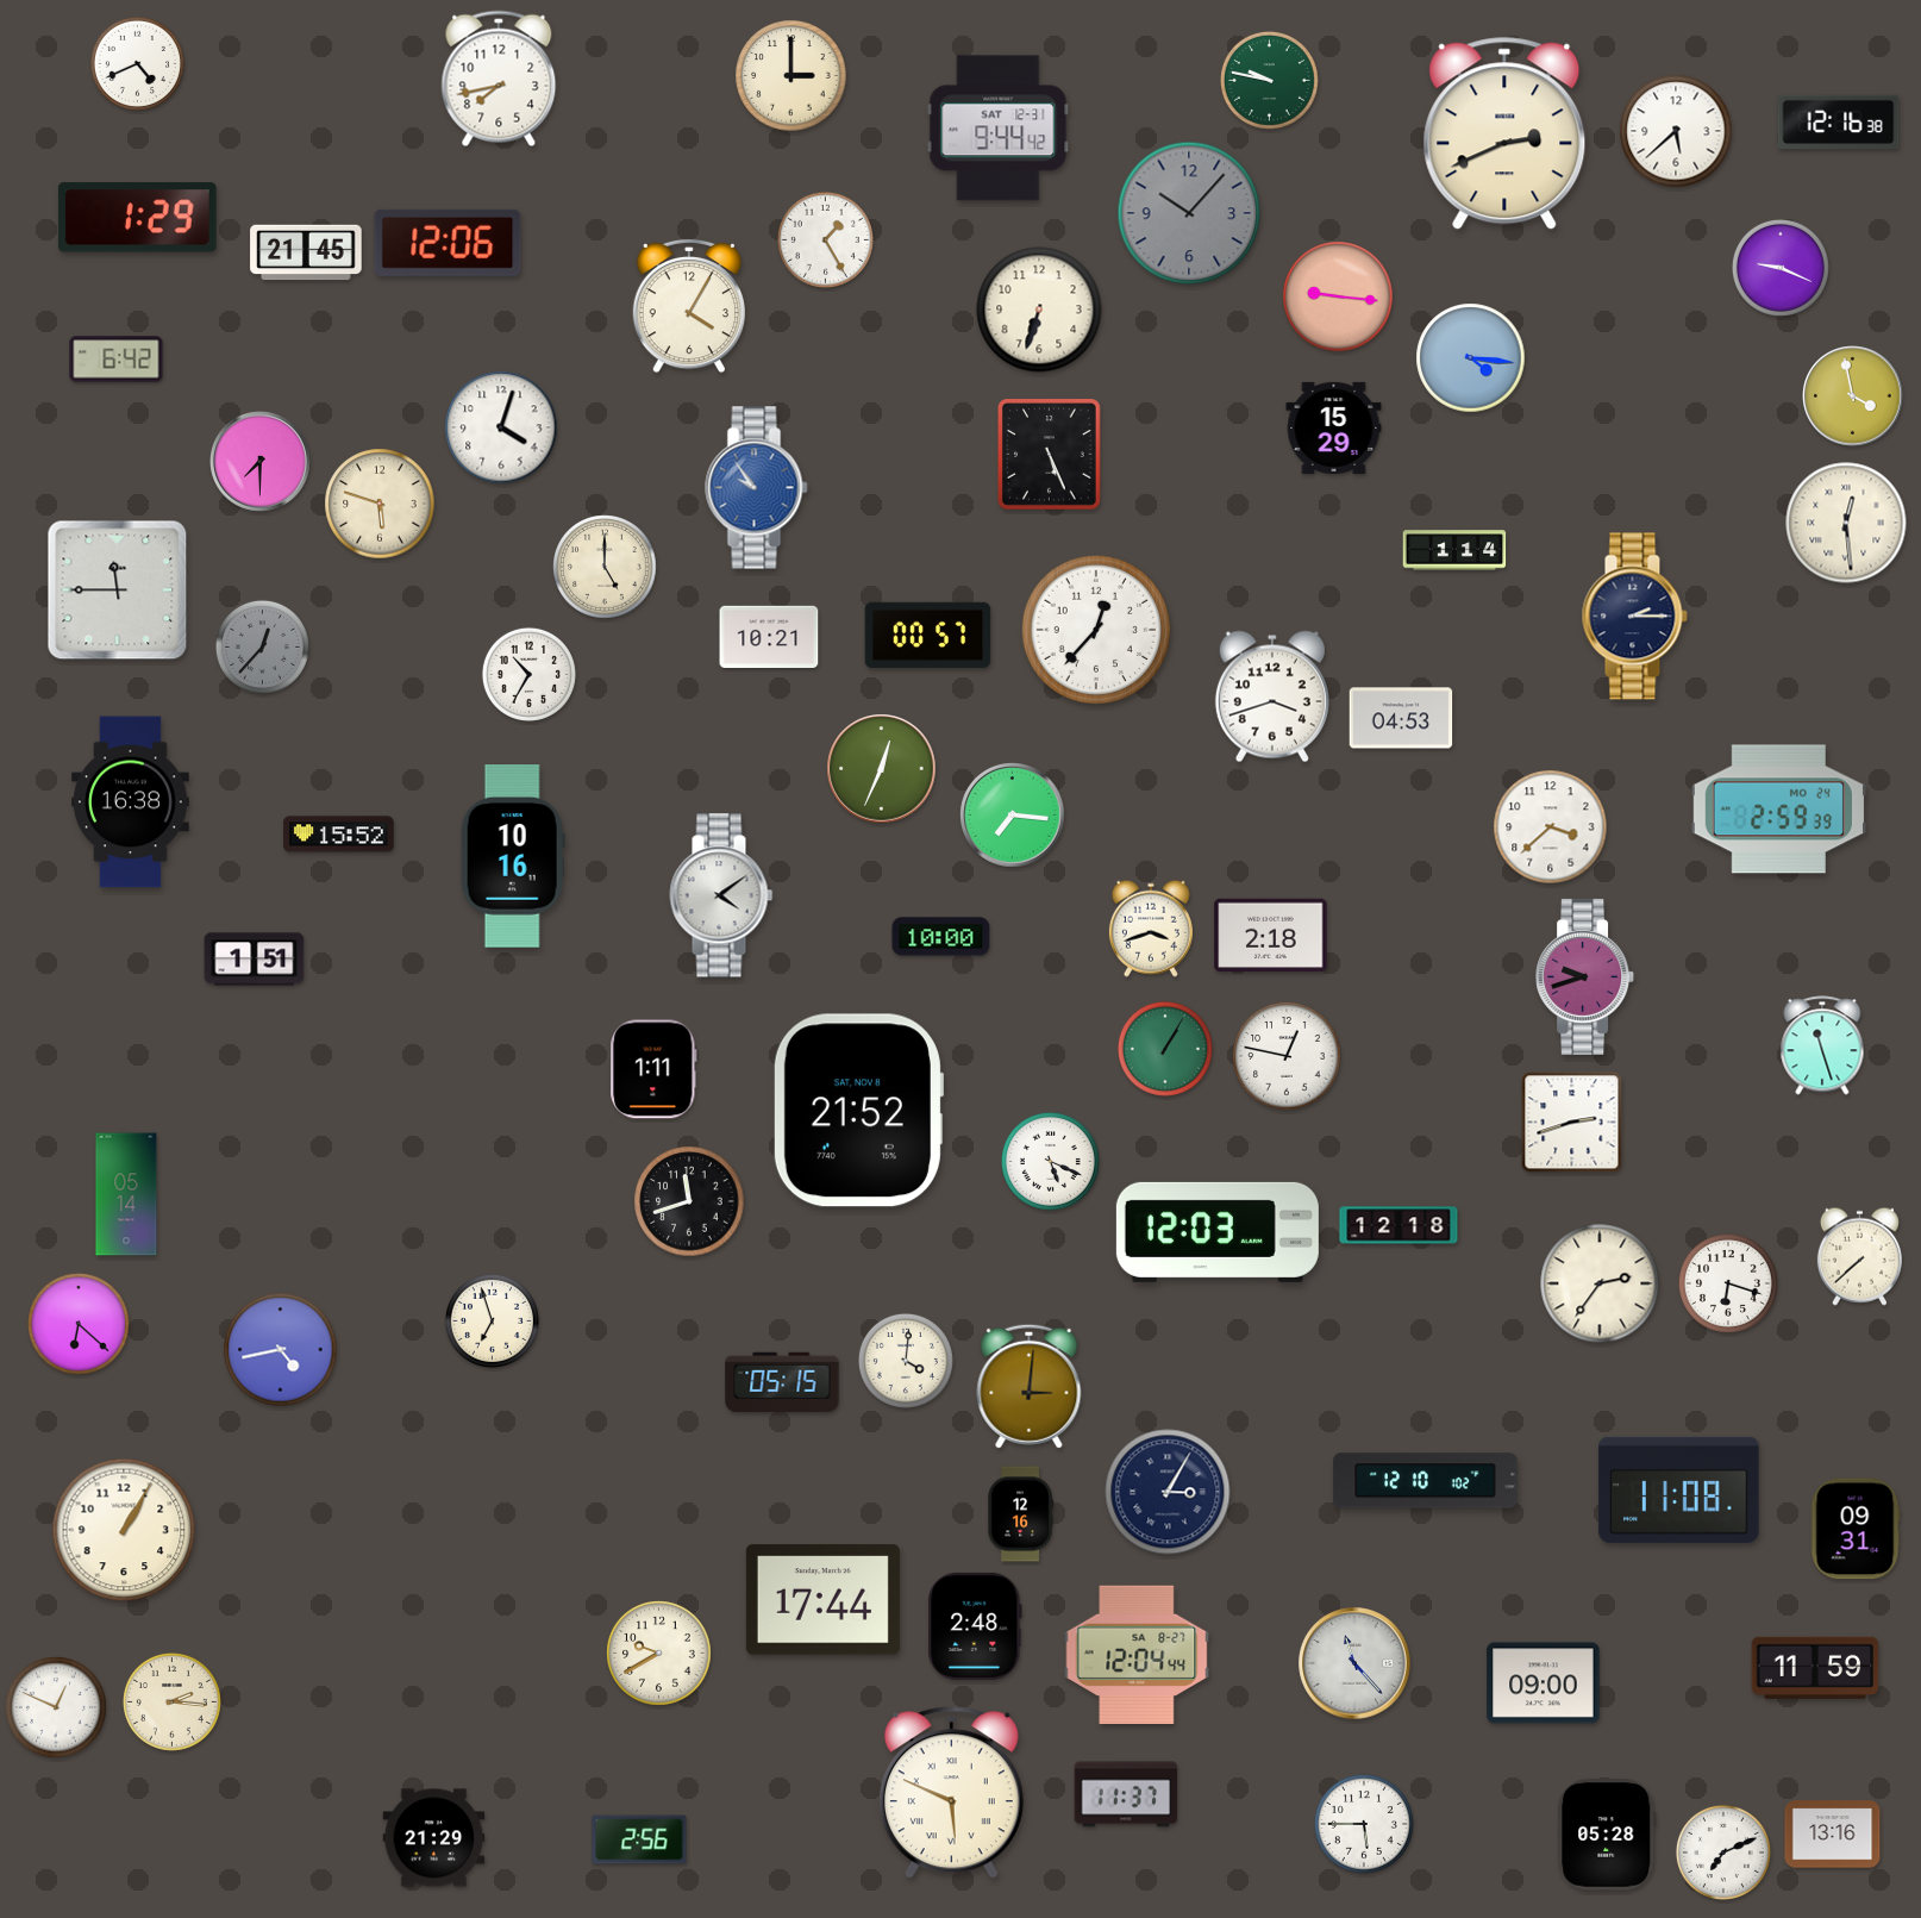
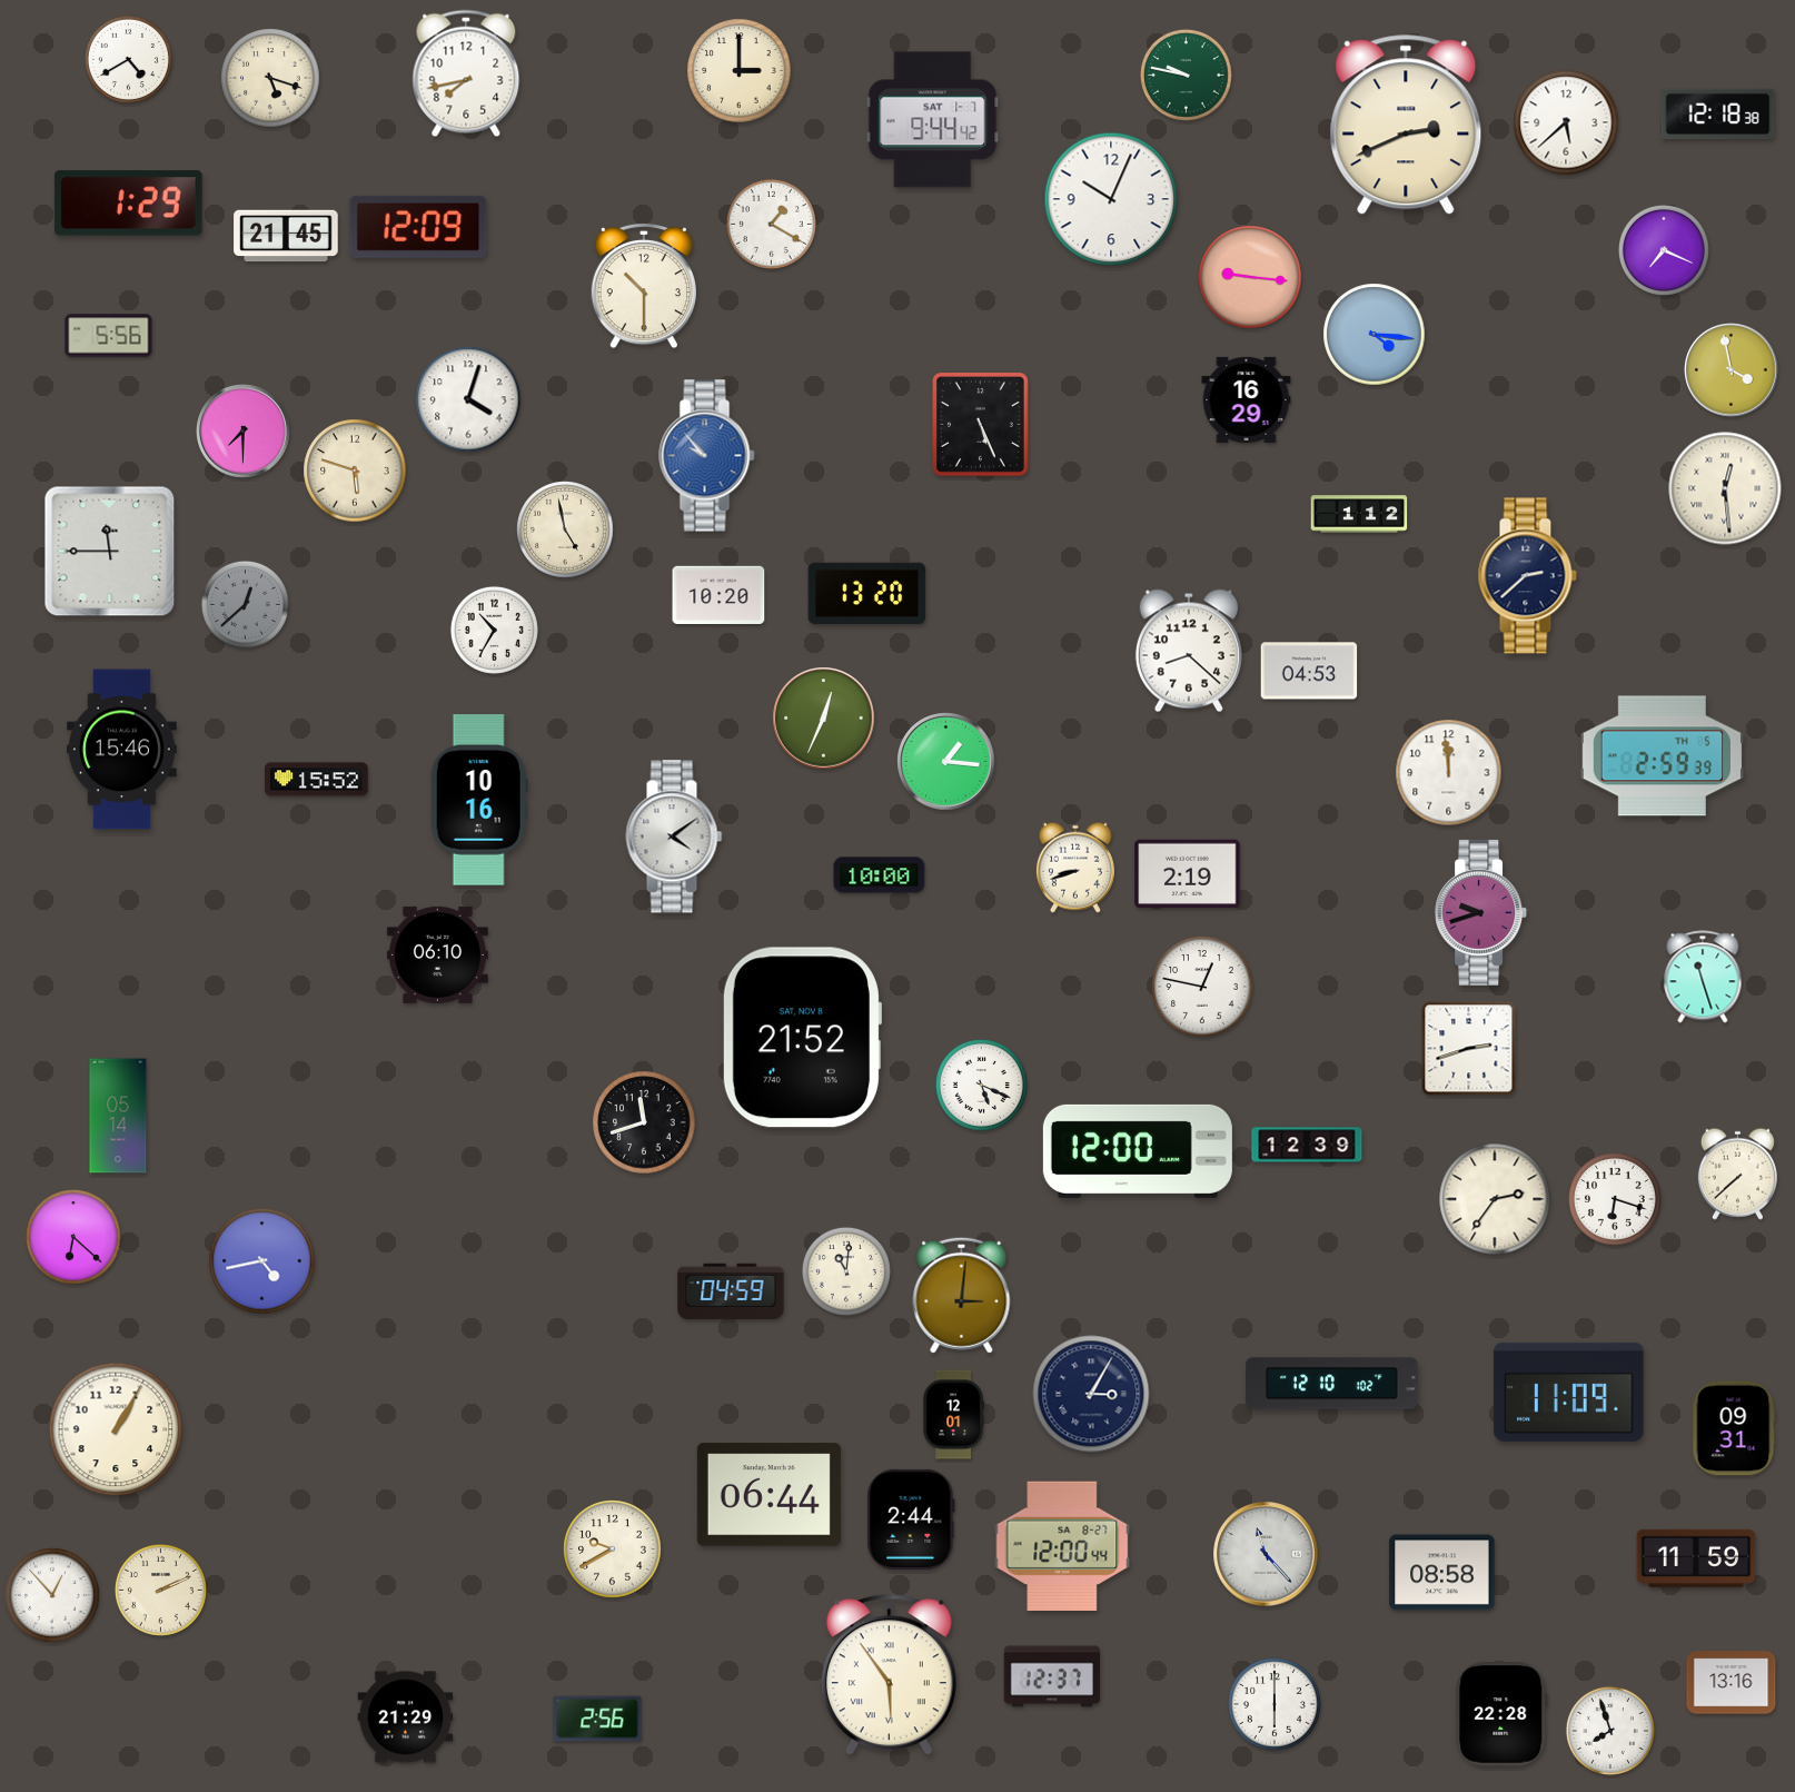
clock at (137, 63): 4:41 -> 4:40
clock at (270, 78): none -> 5:18
clock at (1839, 123): 12:16 -> 12:18
clock at (999, 129) date: SAT 12-31 -> SAT 1-7
clock at (1189, 213): 10:07 -> 10:04
clock at (1189, 213) dial: grey -> white
clock at (825, 239): 1:25 -> 1:20
clock at (448, 243): 12:06 -> 12:09
clock at (1781, 268): 9:19 -> 7:19
clock at (688, 306): 4:05 -> 10:30
clock at (1039, 310): 6:33 -> none
clock at (117, 360): 6:42 -> 5:56
clock at (1334, 427): 15:29 -> 16:29
clock at (757, 488): 9:54 -> 9:53
clock at (1454, 550): 1:14 -> 1:12
clock at (605, 567): 5:00 -> 4:58
clock at (1634, 617): 2:15 -> 2:38
clock at (1096, 630): 12:37 -> none
clock at (769, 636): 10:21 -> 10:20
clock at (928, 636): 00:57 -> 13:20
clock at (262, 646): 12:37 -> 12:38
clock at (1272, 696): 3:42 -> 8:22
clock at (131, 802): 16:38 -> 15:46
clock at (1778, 810) date: MO 24 -> TH 5
clock at (1013, 816): 7:16 -> 1:16
clock at (1551, 827): 3:38 -> 11:59
clock at (1151, 929): 3:42 -> 8:42
clock at (1271, 936): 2:18 -> 2:19
clock at (255, 960): 1:51 -> none
clock at (437, 954): none -> 06:10
clock at (1165, 1049): 1:05 -> none
clock at (653, 1069): 1:11 -> none
clock at (1398, 1225): 12:18 -> 12:39
clock at (1218, 1232): 12:03 -> 12:00
clock at (492, 1320): 6:57 -> none
clock at (906, 1361): 4:01 -> 11:01
clock at (782, 1382): 05:15 -> 04:59
clock at (1679, 1489): 11:08 -> 11:09
clock at (1020, 1514): 12:16 -> 12:01
clock at (822, 1600): 17:44 -> 06:44
clock at (975, 1626): 2:48 -> 2:44
clock at (659, 1654) position: (659, 1654) -> (613, 1550)
clock at (1137, 1654): 12:04 -> 12:00
clock at (1544, 1683): 09:00 -> 08:58
clock at (171, 1701): 2:16 -> 2:11
clock at (57, 1708): 12:49 -> 12:53
clock at (951, 1793): 5:49 -> 5:54
clock at (1126, 1794): 11:37 -> 12:37
clock at (1364, 1824): 5:45 -> 6:00
clock at (1607, 1835): 05:28 -> 22:28
clock at (1833, 1835) position: (1833, 1835) -> (1732, 1683)
clock at (1723, 1853): 7:11 -> 7:57
